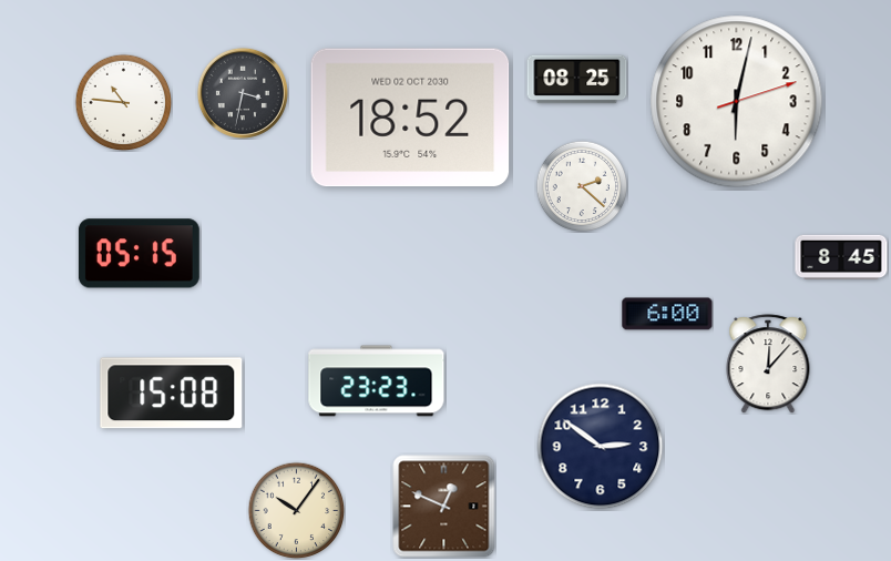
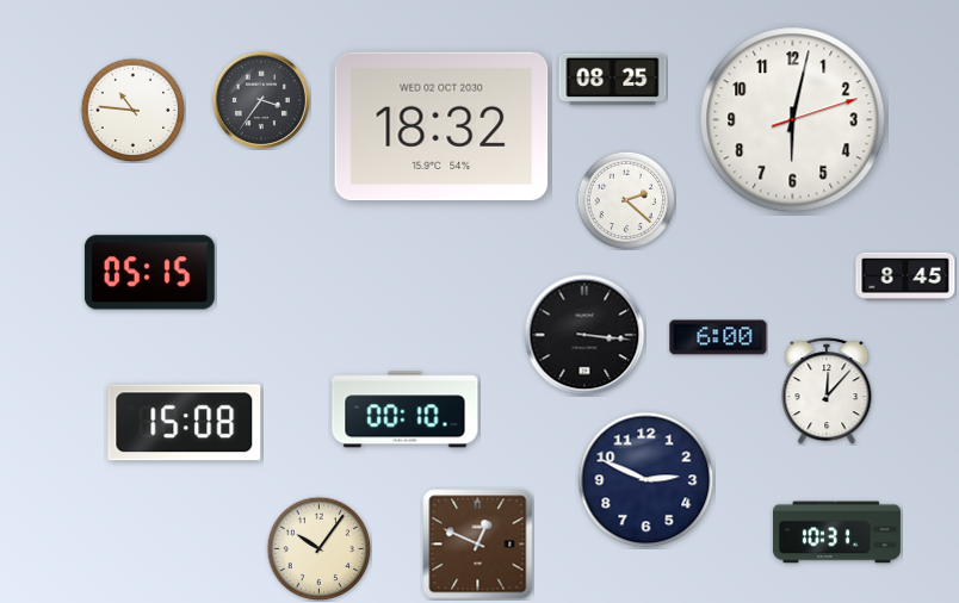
clock at (577, 80) position: (577, 80) -> (613, 80)
clock at (243, 93): 3:32 -> 3:36
clock at (737, 102) position: (737, 102) -> (793, 120)
clock at (410, 118): 18:52 -> 18:32
clock at (584, 335): none -> 3:16
clock at (377, 381): 23:23 -> 00:10
clock at (601, 447): 2:51 -> 2:49
clock at (836, 533): none -> 10:31
